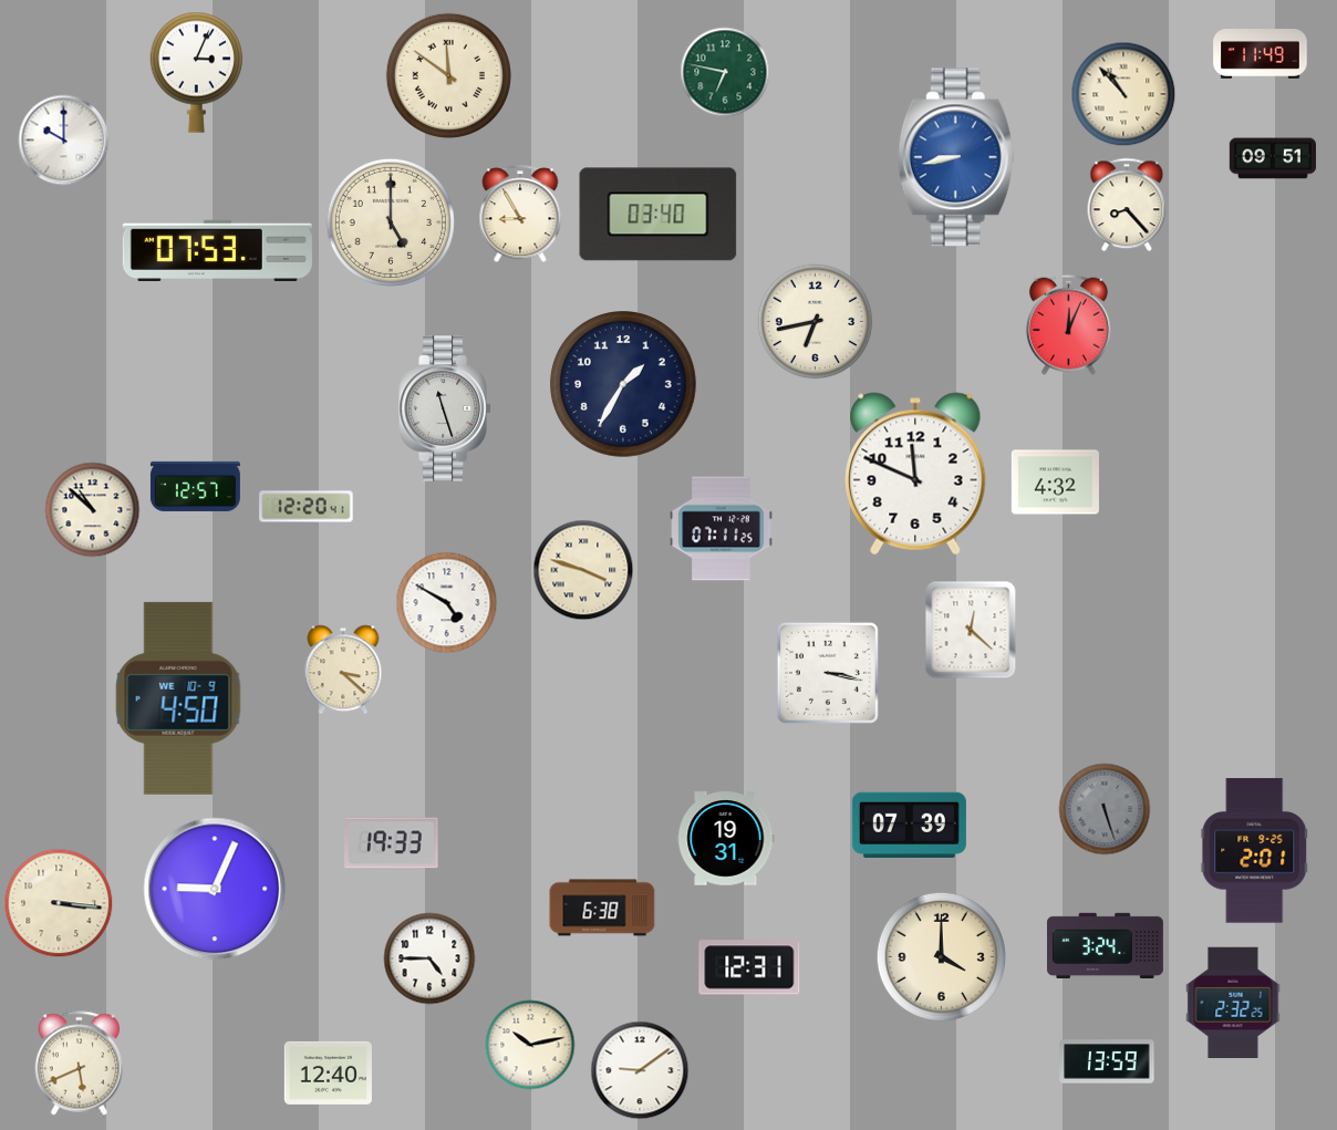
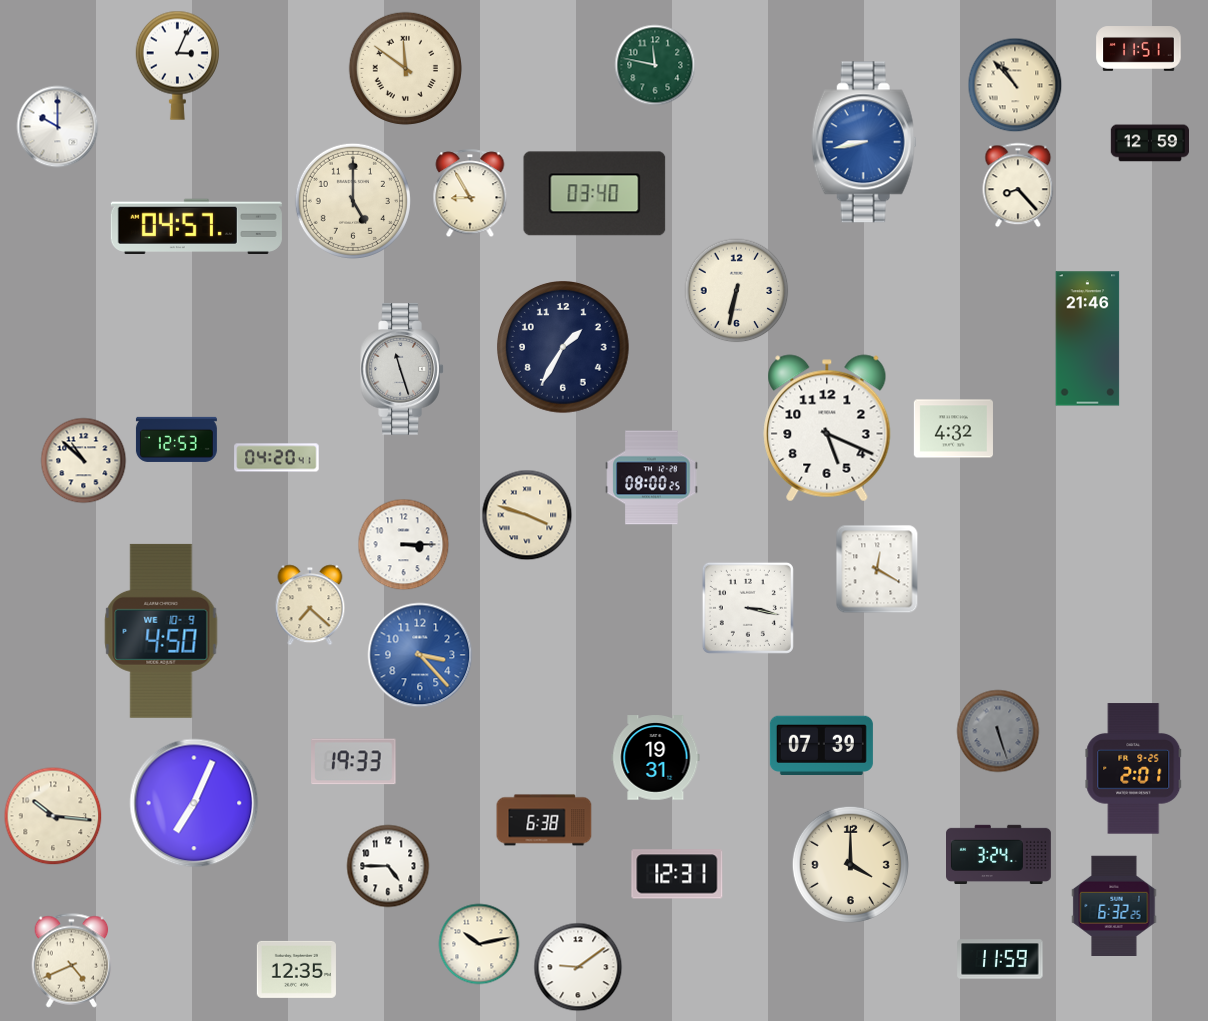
clock at (1261, 54): 11:49 -> 11:51
clock at (725, 72): 6:47 -> 11:47
clock at (1272, 158): 09:51 -> 12:59
clock at (217, 250): 07:53 -> 04:57
clock at (816, 322): 6:43 -> 6:32
clock at (1068, 324): 12:04 -> none
clock at (1088, 339): none -> 21:46
clock at (915, 474): 11:49 -> 5:19
clock at (1055, 483) position: (1055, 483) -> (953, 429)
clock at (195, 486): 12:57 -> 12:53
clock at (307, 507): 12:20 -> 04:20
clock at (722, 529): 07:11 -> 08:00
clock at (447, 603): 4:50 -> 3:15
clock at (971, 630): 12:22 -> 12:20
clock at (343, 670): 3:22 -> 7:22
clock at (420, 655): none -> 3:23
clock at (215, 889): 9:04 -> 7:04
clock at (59, 903): 3:16 -> 10:16
clock at (1233, 1002): 2:32 -> 6:32
clock at (1107, 1061): 13:59 -> 11:59
clock at (80, 1064): 5:41 -> 4:41
clock at (328, 1072): 12:40 -> 12:35
